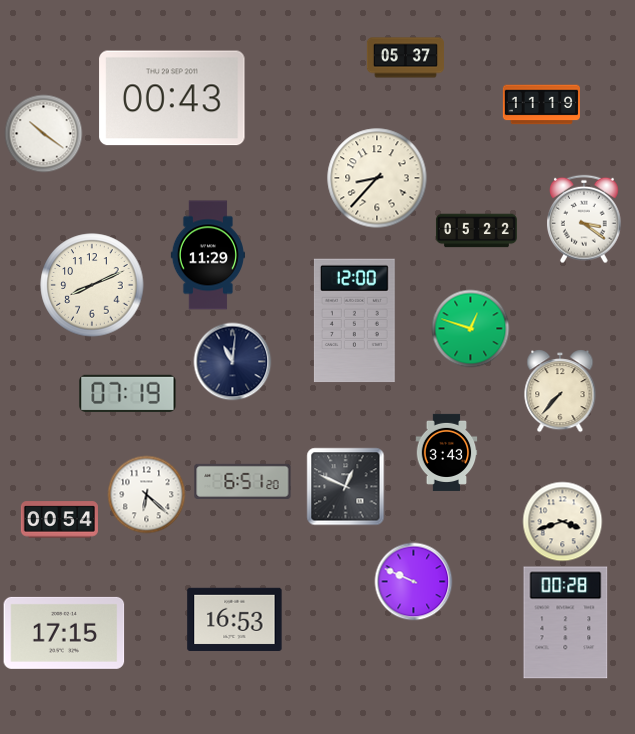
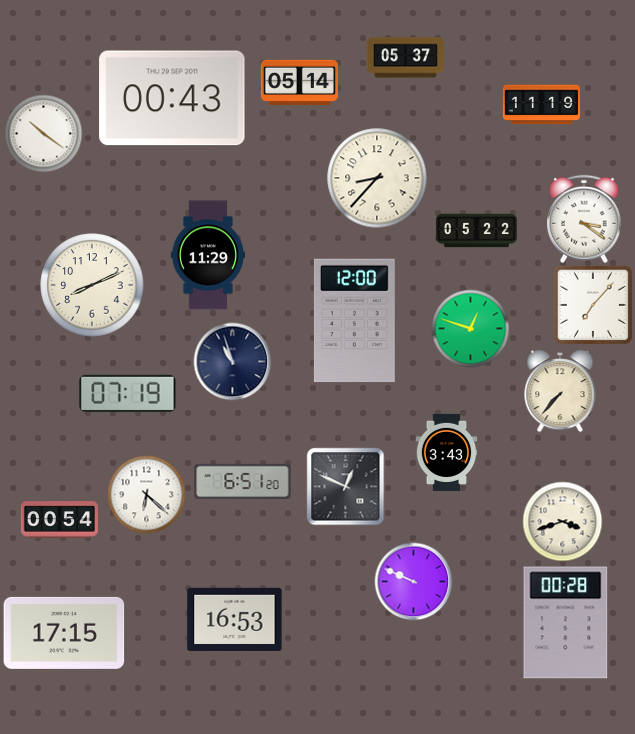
clock at (299, 82): none -> 05:14
clock at (593, 305): none -> 7:07
clock at (232, 361): 11:01 -> 10:57
